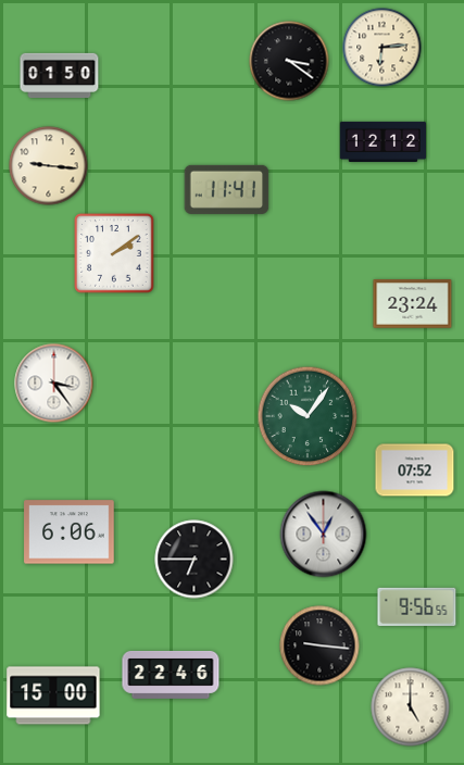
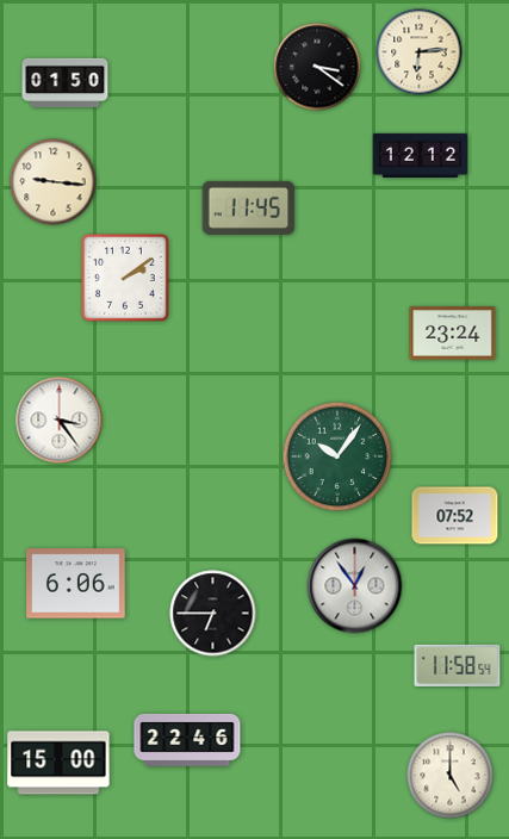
clock at (227, 189): 11:41 -> 11:45
clock at (417, 606): 9:56 -> 11:58
clock at (319, 645): 9:16 -> none
